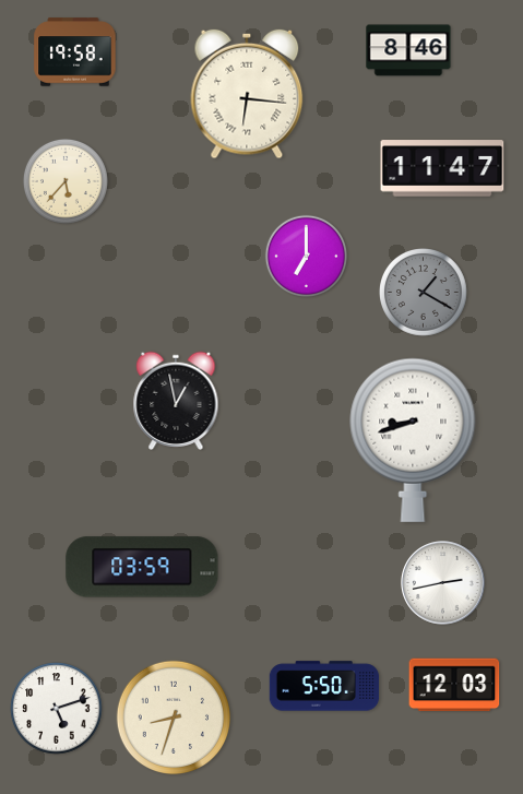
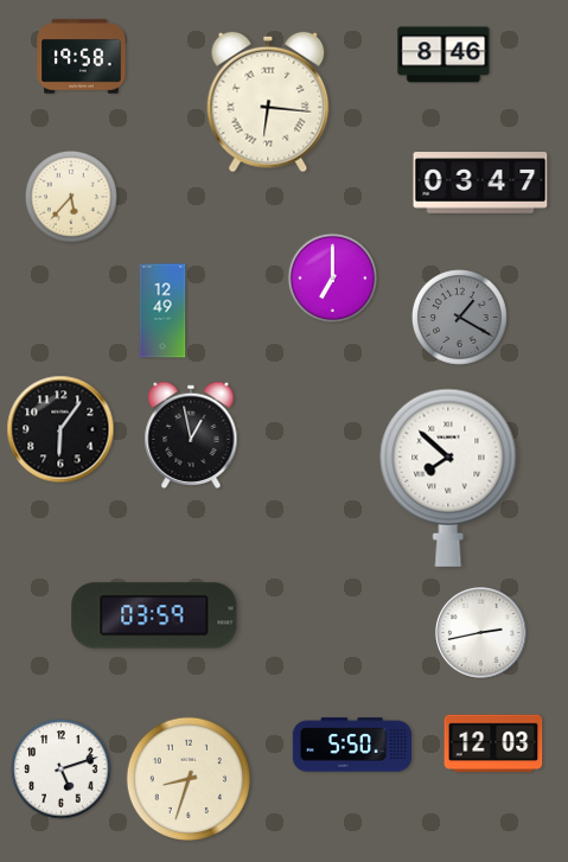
clock at (442, 168): 11:47 -> 03:47
clock at (162, 311): none -> 12:49
clock at (60, 429): none -> 6:06
clock at (413, 440): 8:42 -> 7:52
